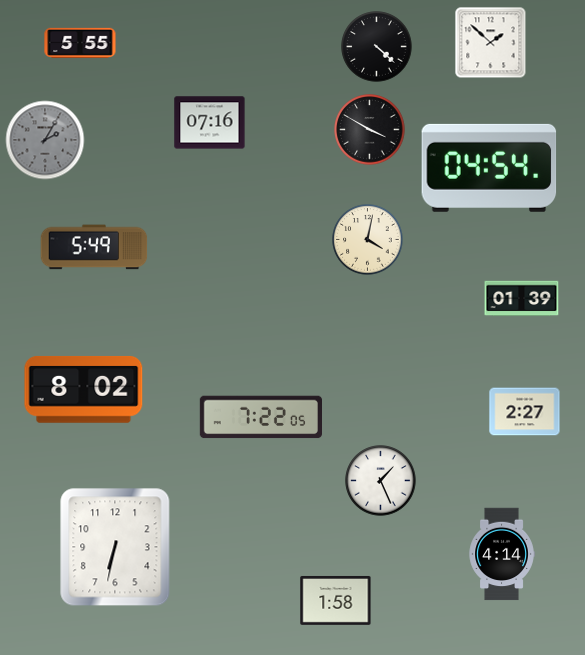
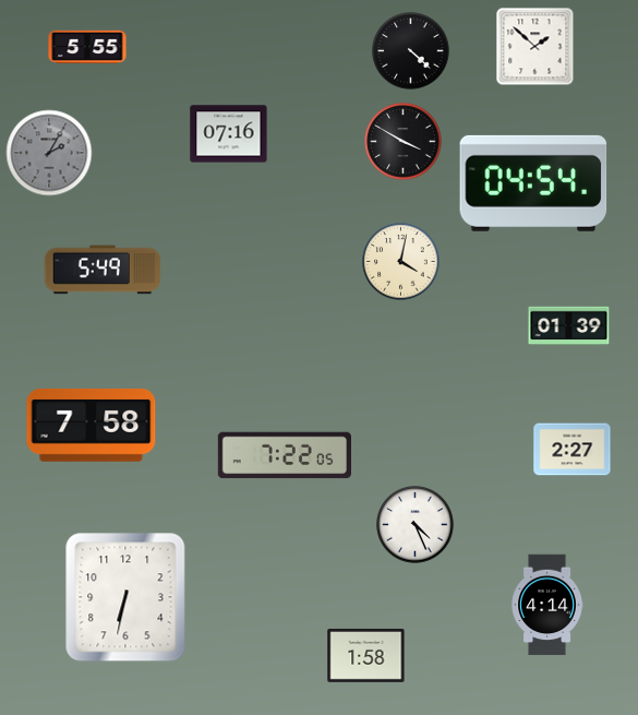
clock at (84, 389): 8:02 -> 7:58
clock at (381, 481): 1:26 -> 4:26
